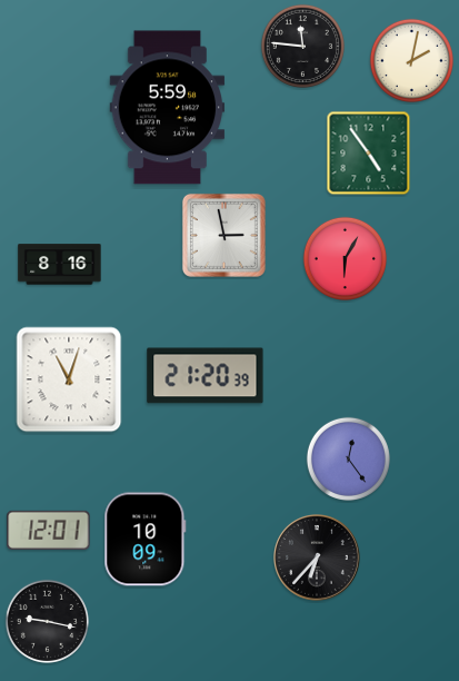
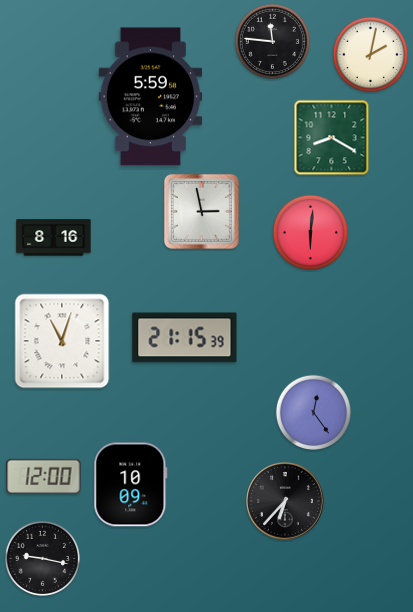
clock at (369, 154): 4:54 -> 8:20
clock at (345, 258): 6:05 -> 6:01
clock at (206, 376): 21:20 -> 21:15
clock at (49, 530): 12:01 -> 12:00
